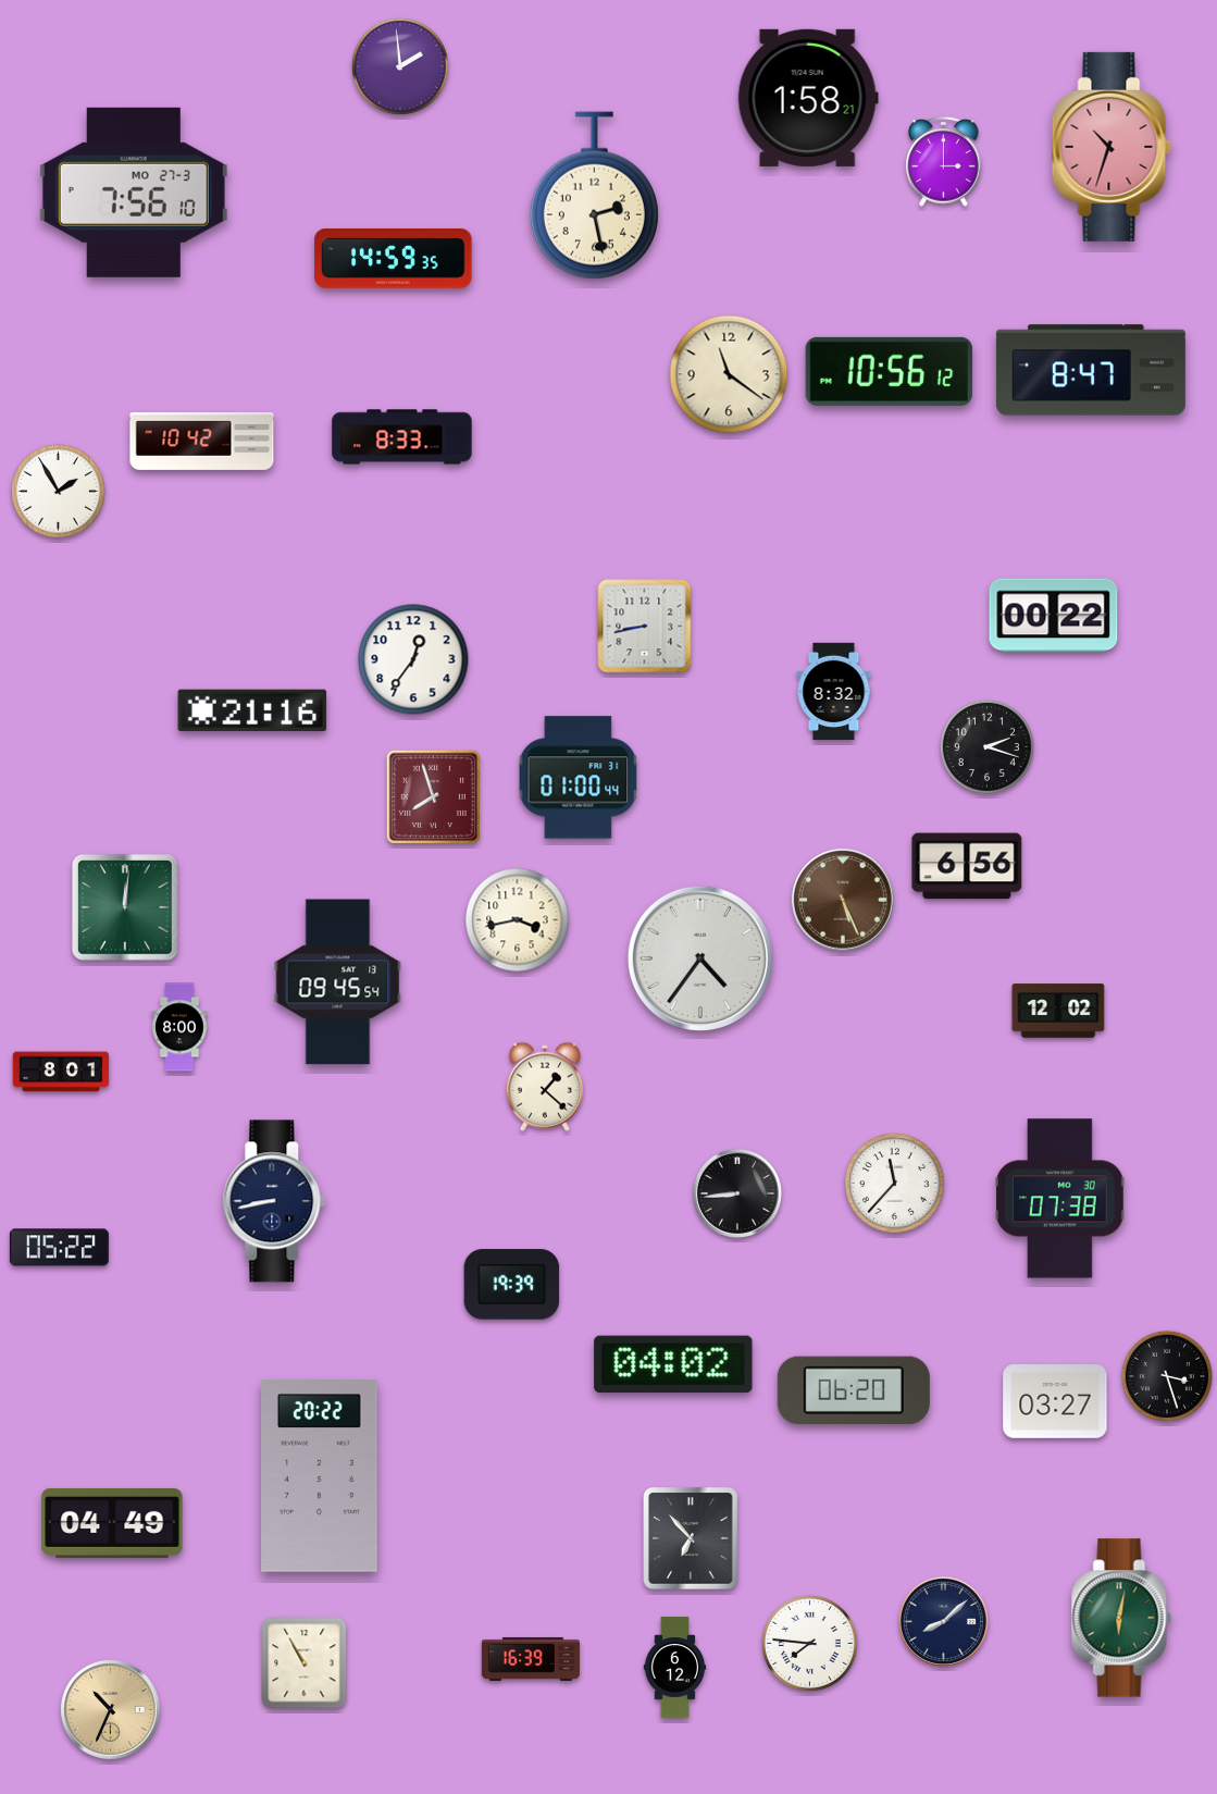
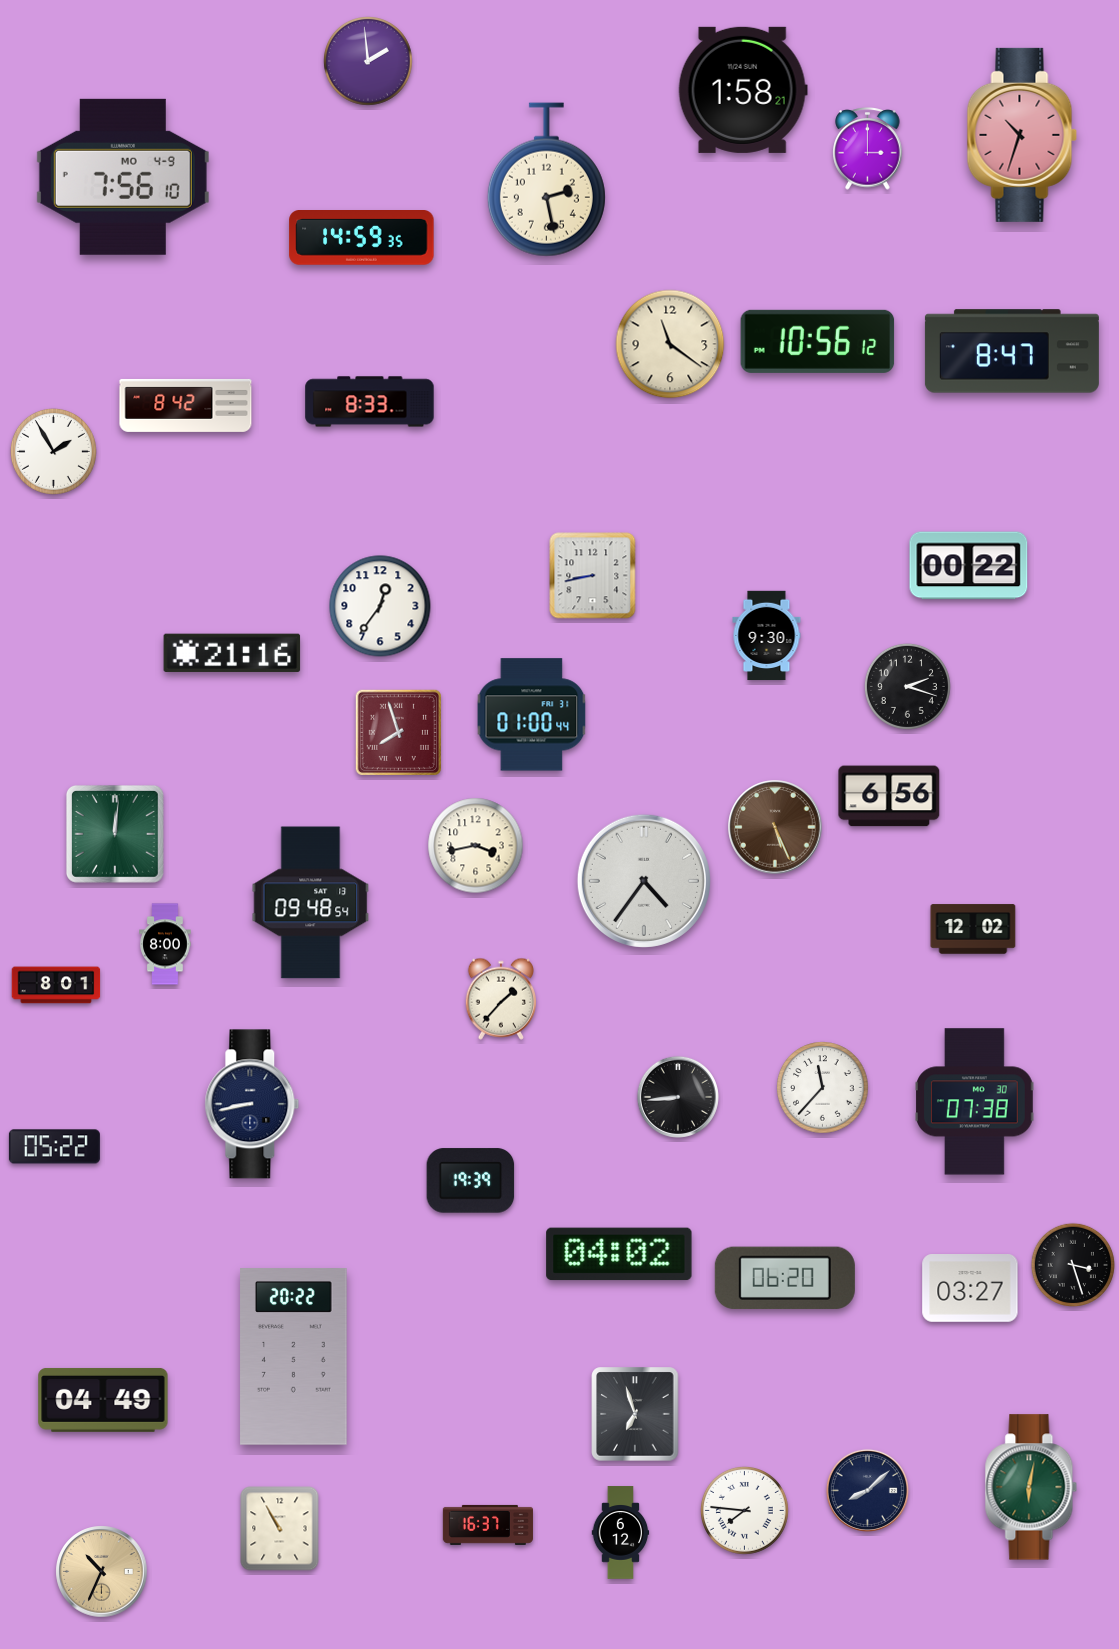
clock at (134, 193) date: MO 27-3 -> MO 4-9
clock at (1091, 370) position: (1091, 370) -> (1012, 351)
clock at (202, 441): 10:42 -> 8:42
clock at (834, 692): 8:32 -> 9:30
clock at (338, 982): 09:45 -> 09:48
clock at (544, 1087): 1:22 -> 1:37
clock at (691, 1538): 6:53 -> 6:57
clock at (531, 1659): 16:39 -> 16:37
